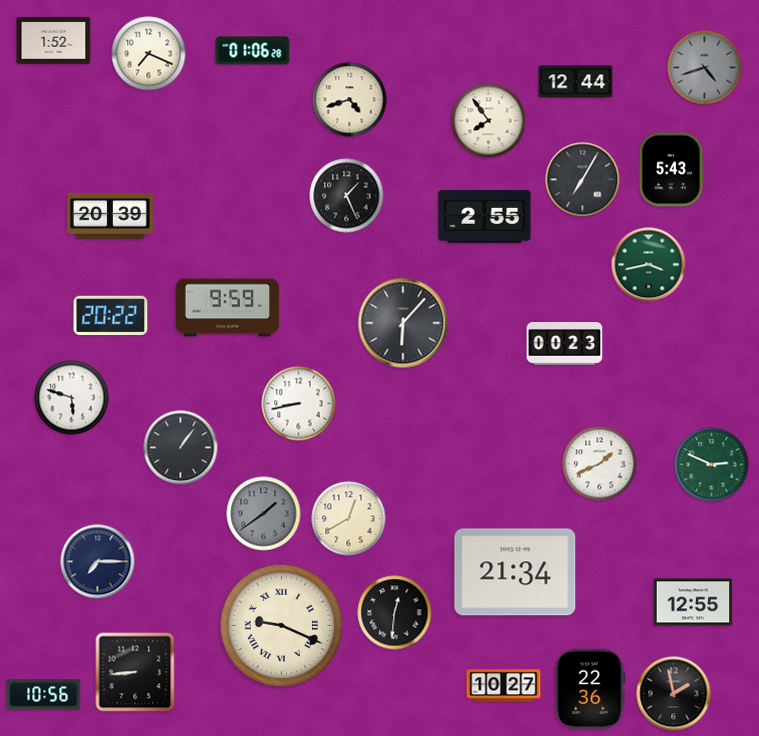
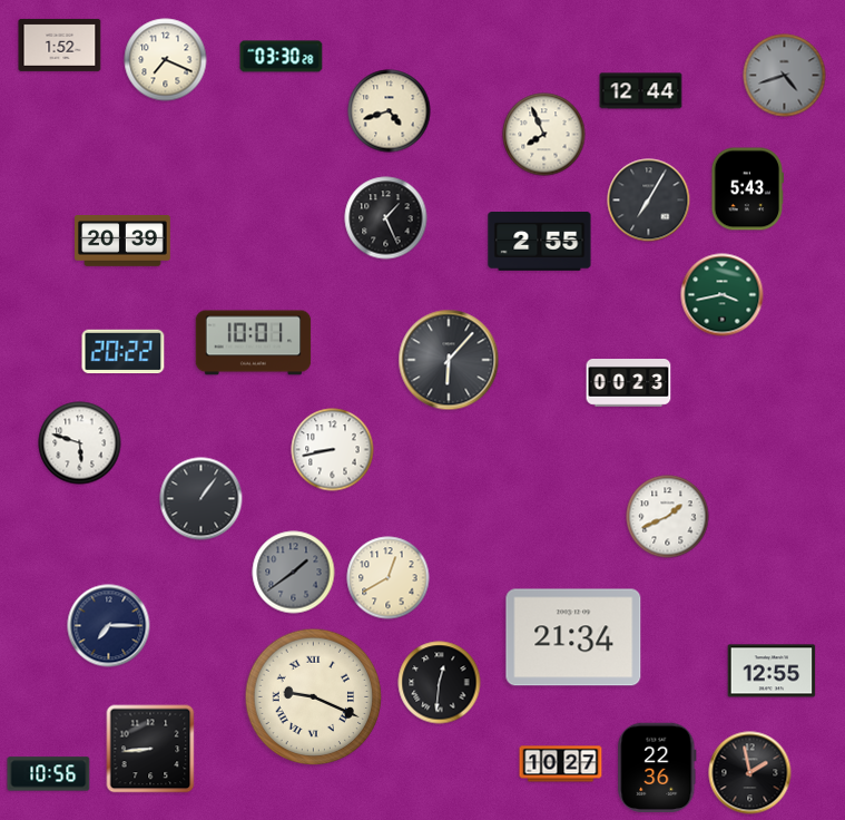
clock at (253, 51): 01:06 -> 03:30
clock at (489, 121): 7:54 -> 7:56
clock at (228, 308): 9:59 -> 10:01
clock at (712, 465): 2:49 -> none
